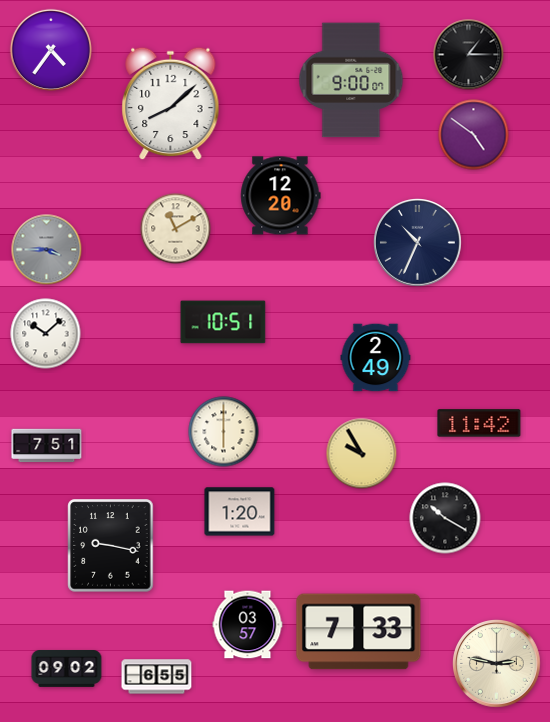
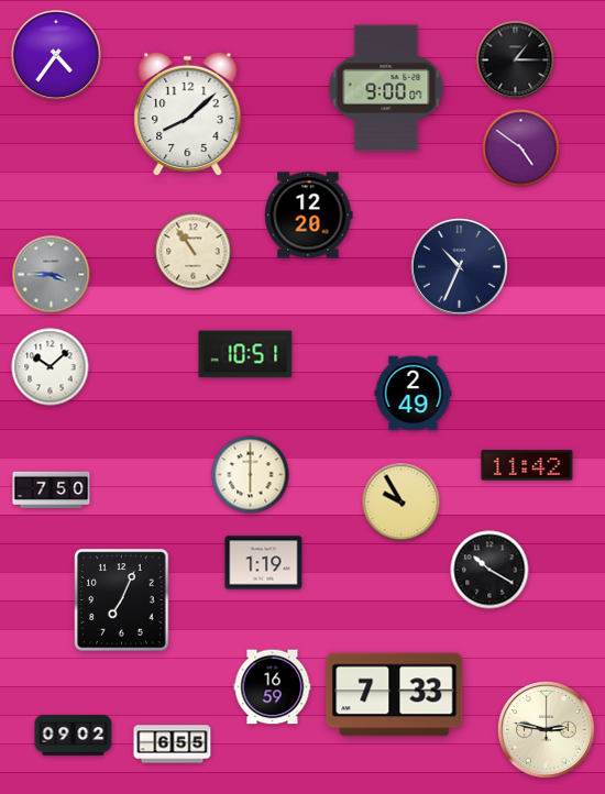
clock at (176, 229): 11:10 -> 10:54
clock at (224, 432) position: (224, 432) -> (251, 475)
clock at (47, 446): 7:51 -> 7:50
clock at (362, 454) position: (362, 454) -> (402, 503)
clock at (240, 512): 1:20 -> 1:19
clock at (111, 546): 9:17 -> 7:04
clock at (248, 625): 03:57 -> 16:59
